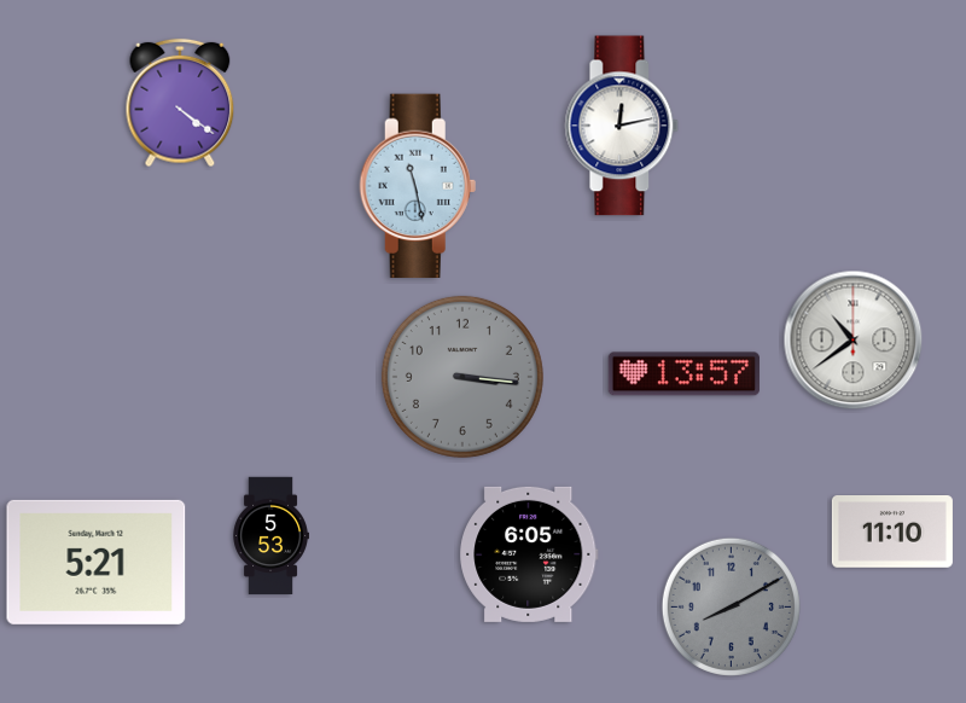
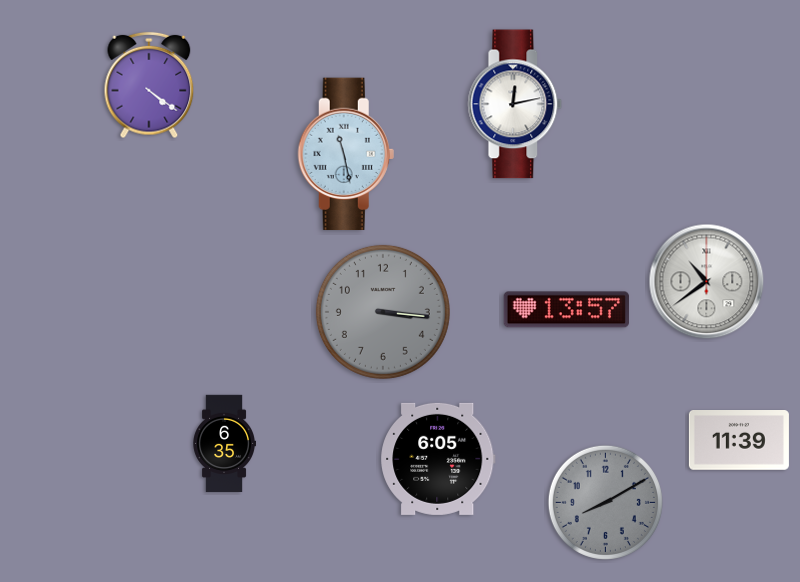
clock at (892, 533): 11:10 -> 11:39
clock at (270, 536): 5:53 -> 6:35
clock at (97, 562): 5:21 -> none
